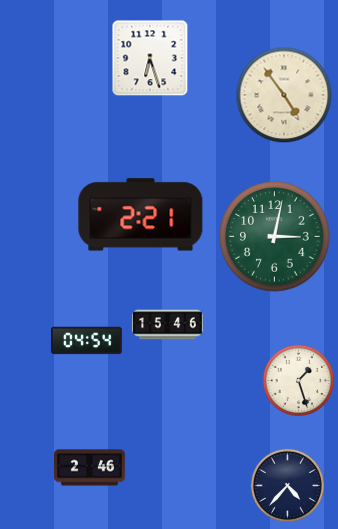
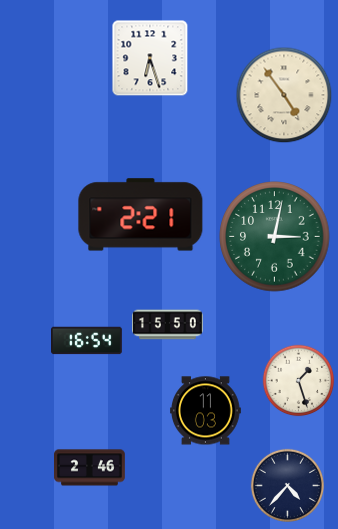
clock at (168, 325): 15:46 -> 15:50
clock at (87, 341): 04:54 -> 16:54
clock at (206, 411): none -> 11:03
